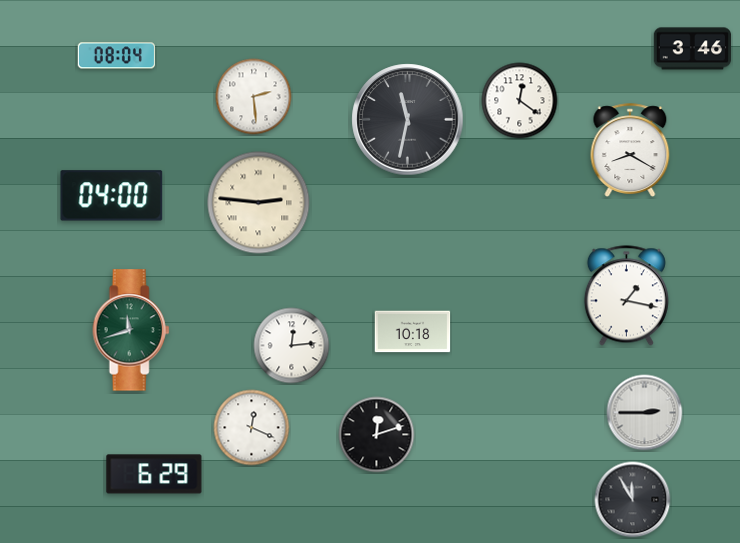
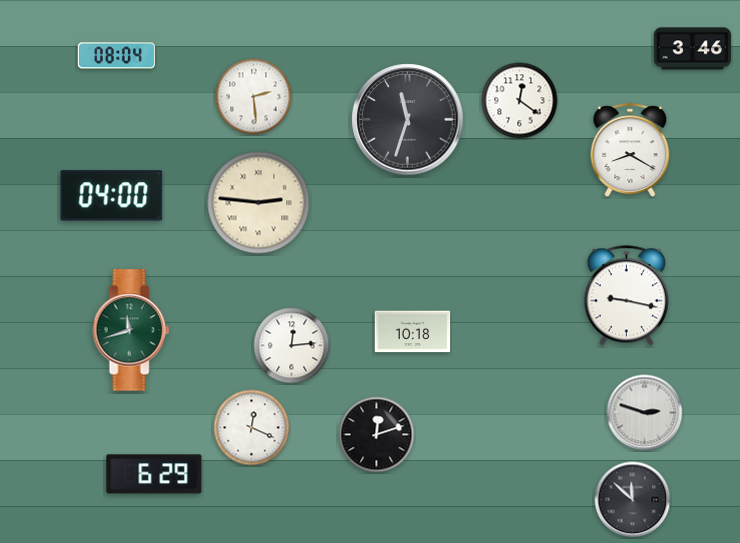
clock at (408, 120): 11:32 -> 11:33
clock at (626, 296): 1:17 -> 9:17
clock at (645, 413): 2:45 -> 2:48
clock at (633, 500): 11:55 -> 11:52
